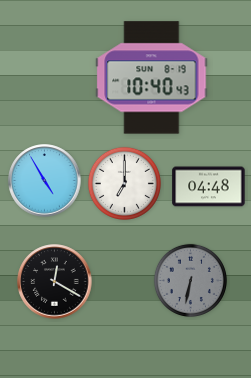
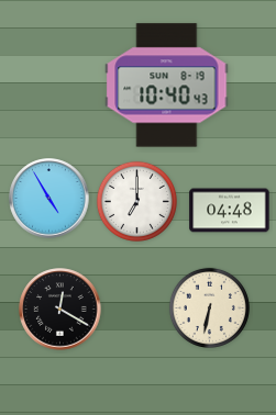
clock at (209, 187) position: (209, 187) -> (230, 211)
clock at (190, 280) dial: grey -> cream
